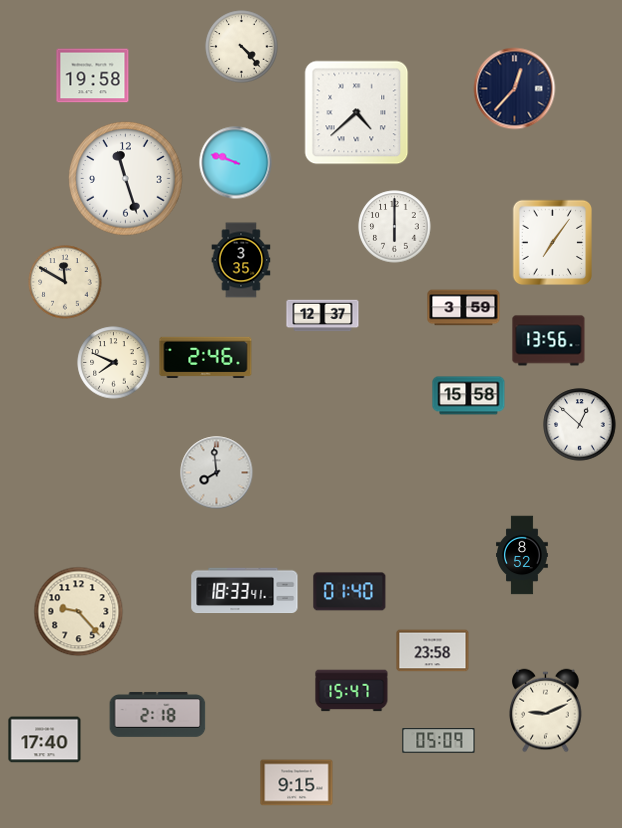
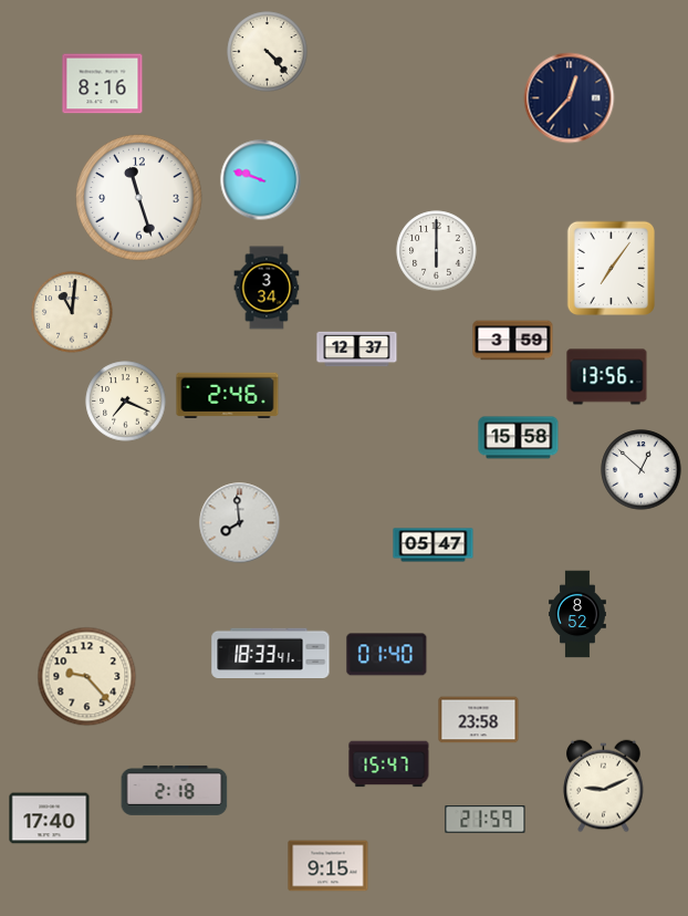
clock at (93, 76): 19:58 -> 8:16
clock at (357, 113): 4:38 -> none
clock at (241, 260): 3:35 -> 3:34
clock at (65, 282): 11:50 -> 11:01
clock at (114, 363): 7:49 -> 7:19
clock at (434, 545): none -> 05:47
clock at (439, 741): 05:09 -> 21:59
